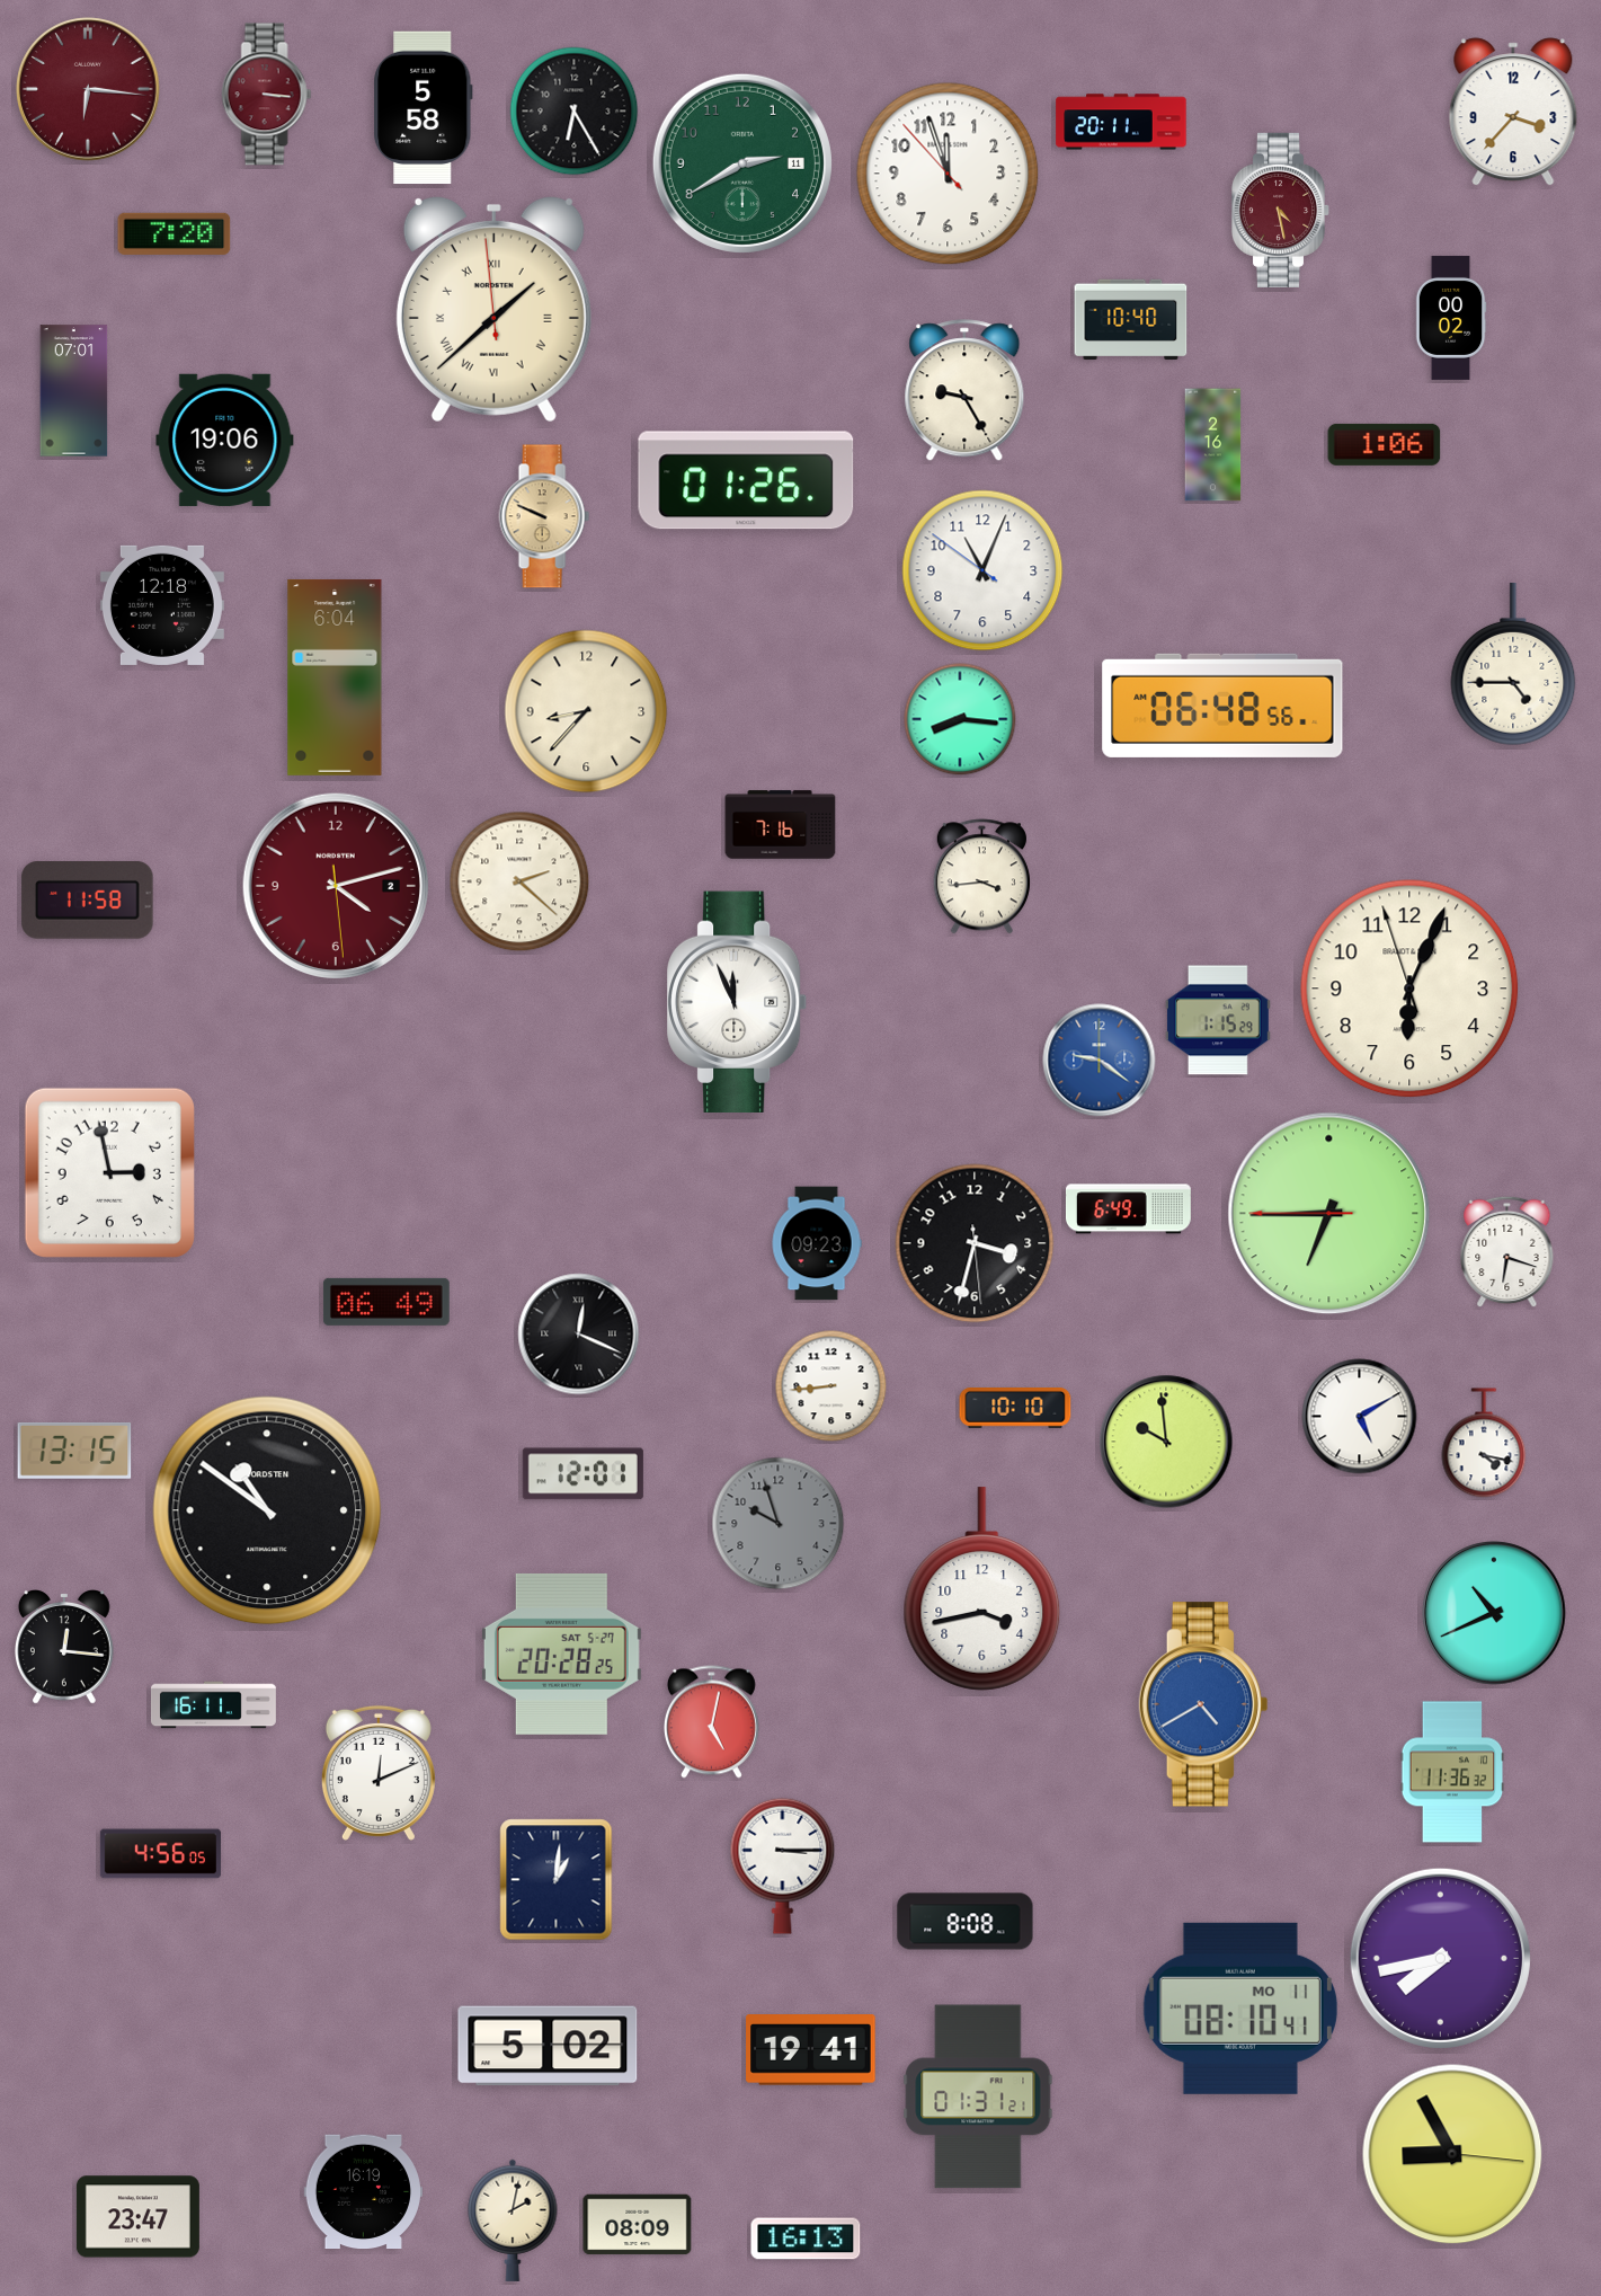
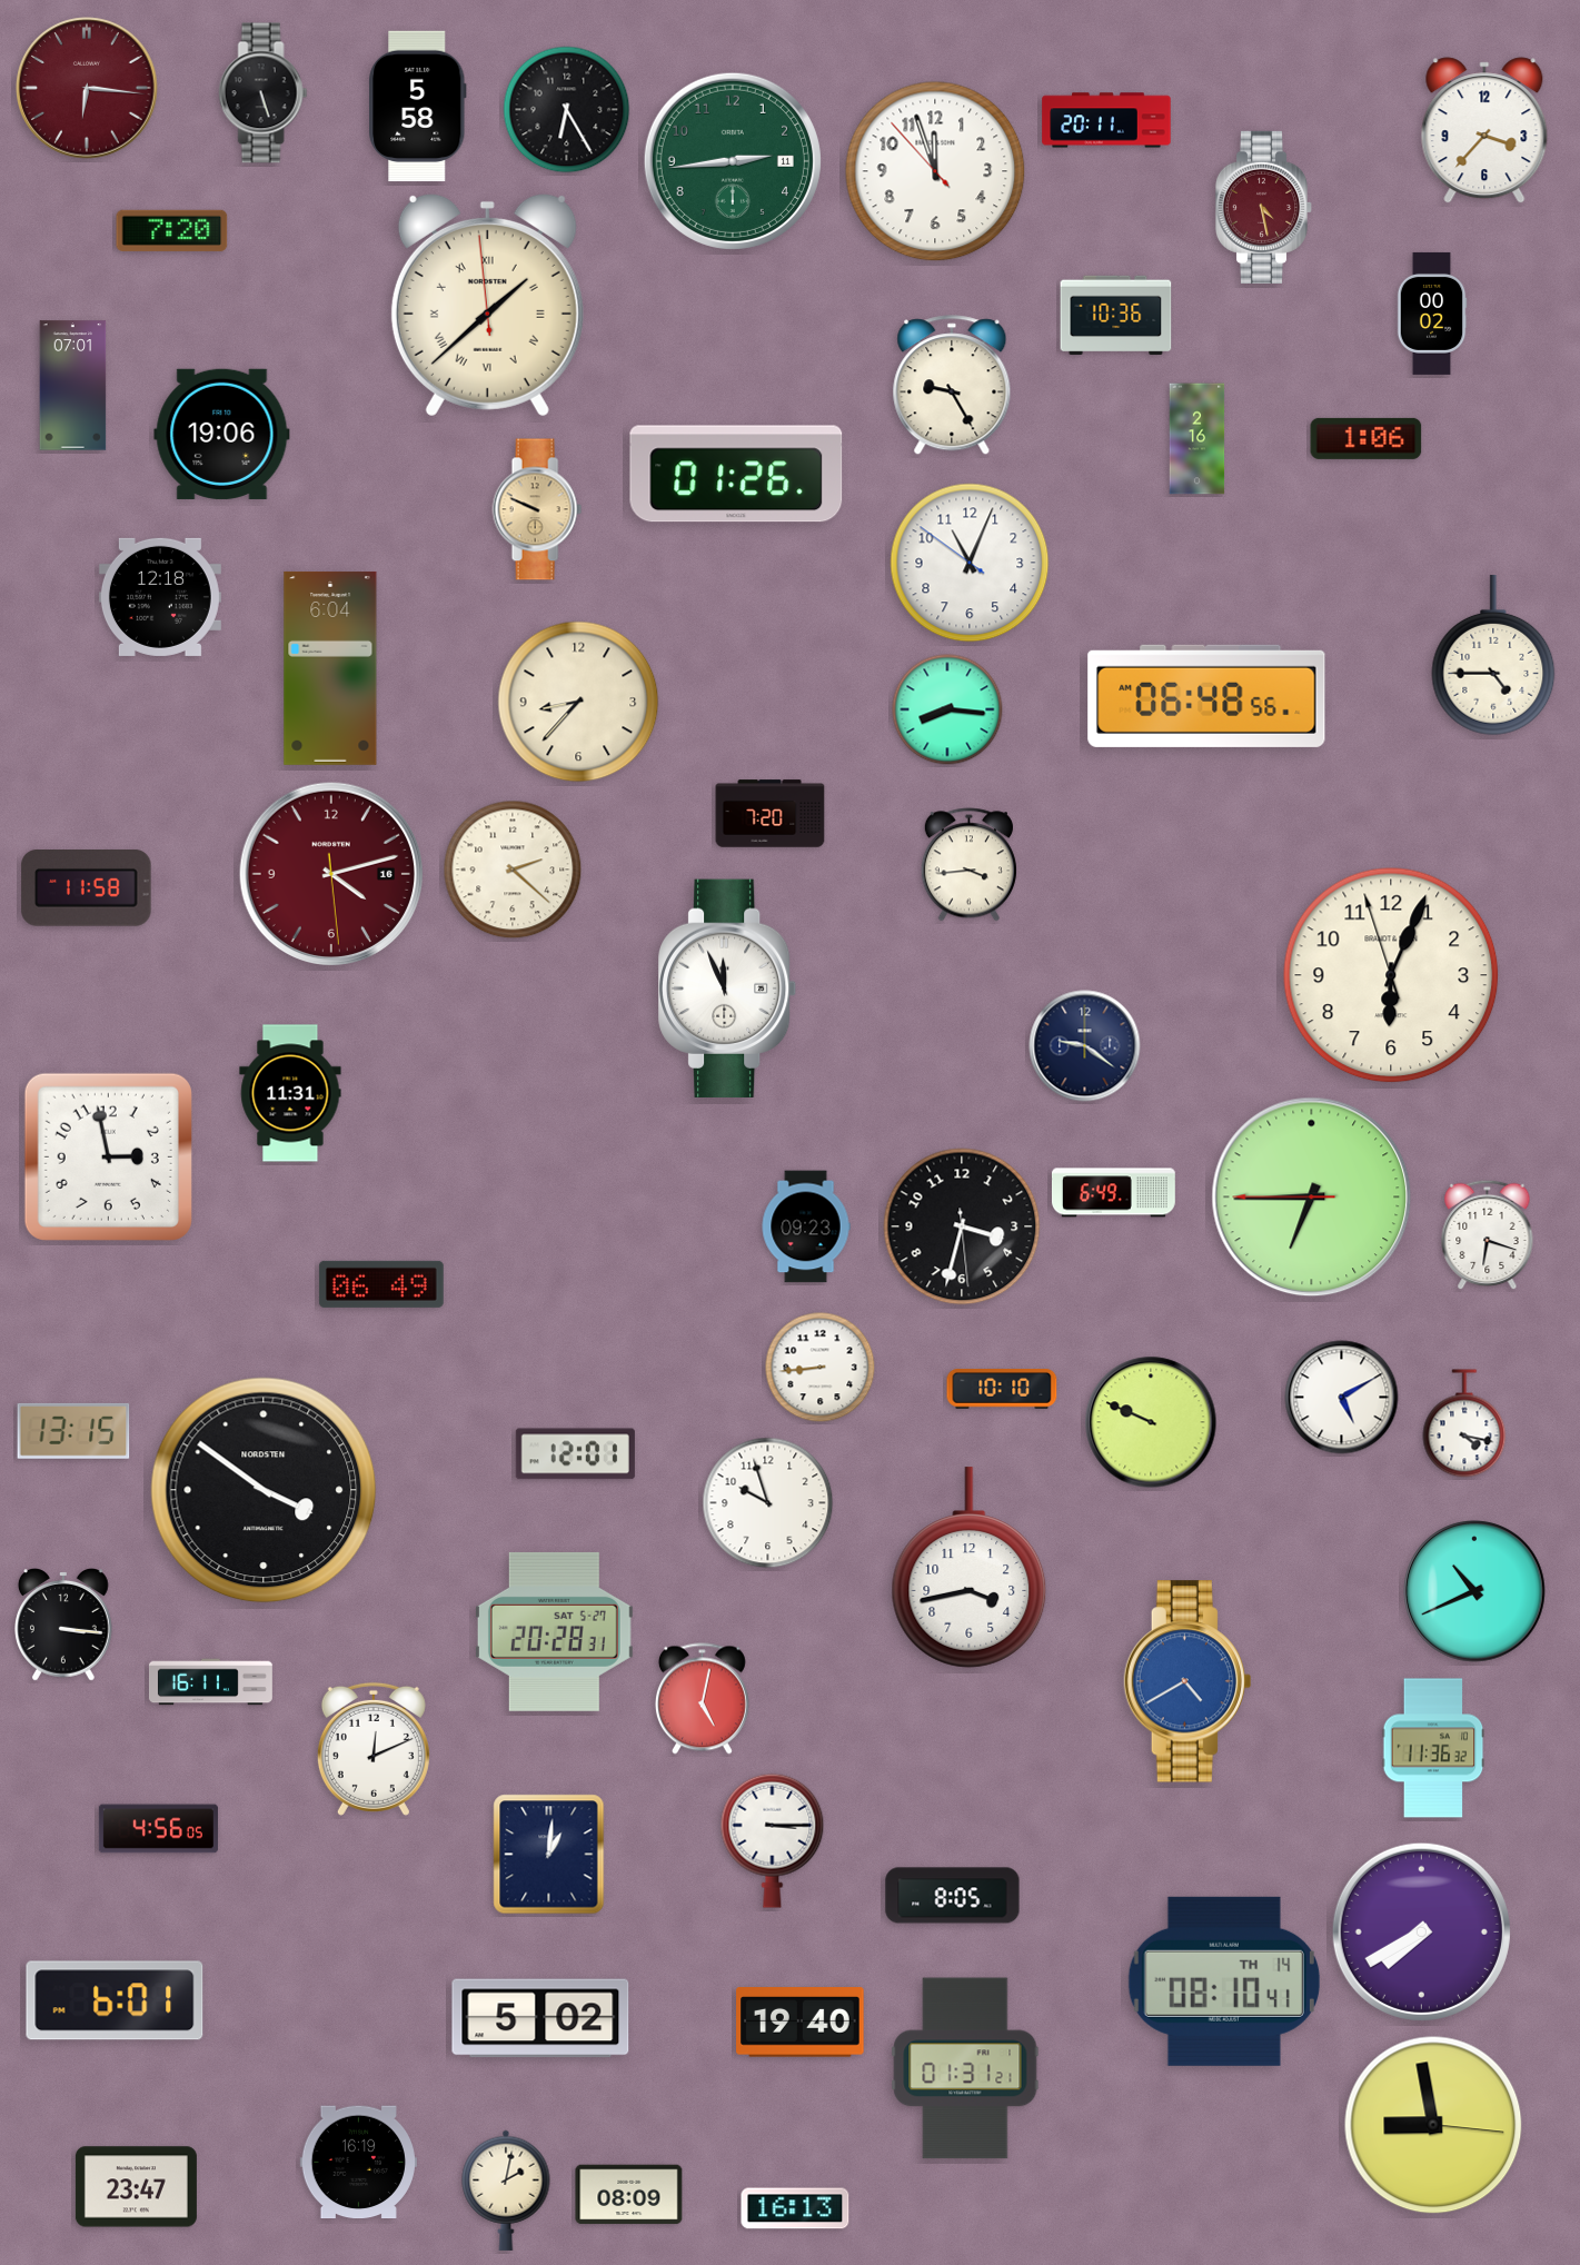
clock at (267, 95): 3:16 -> 5:27
clock at (267, 95) dial: burgundy -> black
clock at (1513, 112) position: (1513, 112) -> (1484, 130)
clock at (742, 163): 2:40 -> 2:44
clock at (1131, 320): 10:40 -> 10:36
clock at (781, 825): 7:16 -> 7:20
clock at (335, 885) date: 2 -> 16
clock at (1218, 1020): 1:15 -> none
clock at (1100, 1061) dial: blue -> navy
clock at (290, 1093): none -> 11:31
clock at (579, 1335): 12:19 -> none
clock at (1166, 1442): 9:59 -> 9:49
clock at (267, 1510): 10:51 -> 3:51
clock at (779, 1524) dial: grey -> white
clock at (65, 1648): 12:16 -> 3:16
clock at (561, 1654): 20:28:25 -> 20:28:31
clock at (966, 1922): 8:08 -> 8:05
clock at (1440, 1958): 7:43 -> 7:40
clock at (1240, 2009) date: MO 11 -> TH 14
clock at (115, 2000): none -> 6:01
clock at (811, 2050): 19:41 -> 19:40
clock at (1452, 2154): 8:55 -> 8:58
